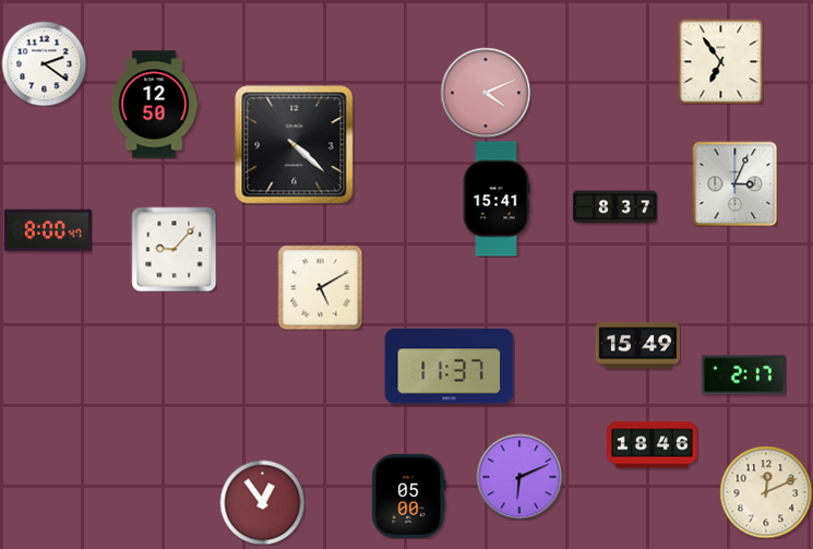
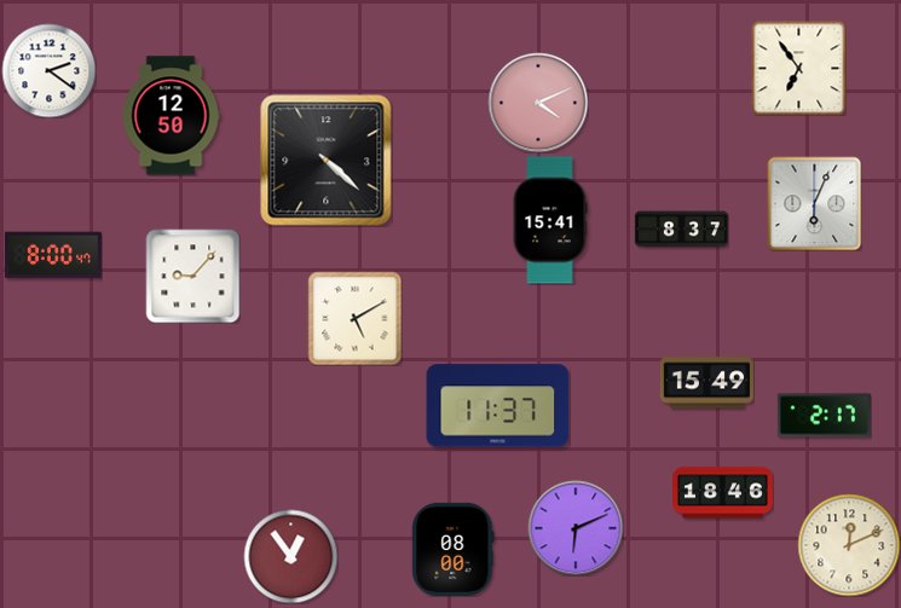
clock at (734, 183): 3:04 -> 6:04
clock at (409, 496): 05:00 -> 08:00
